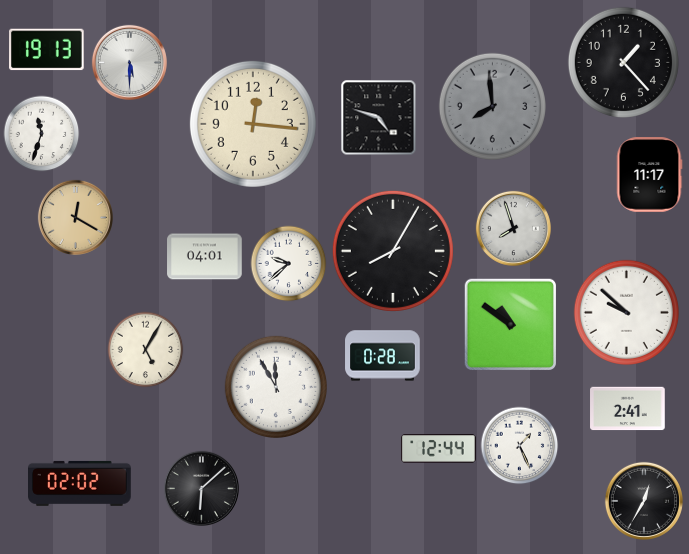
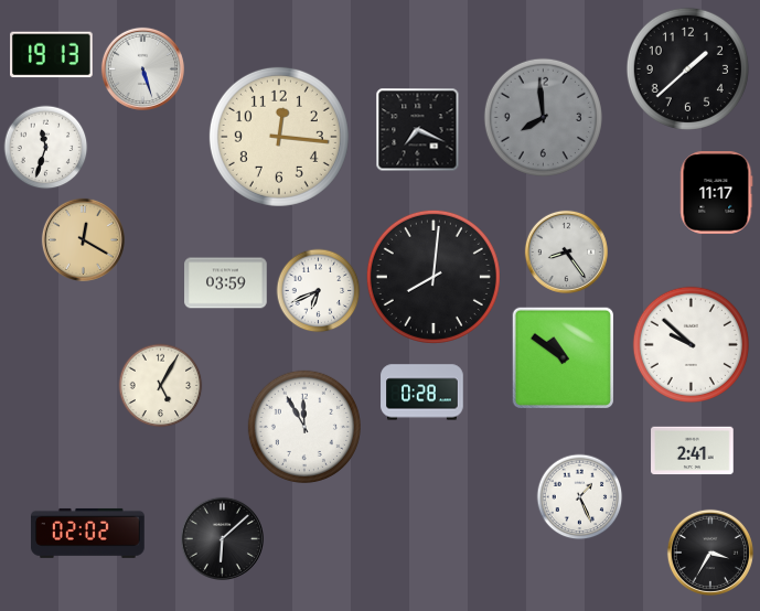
clock at (129, 62): 5:30 -> 5:27
clock at (623, 62): 1:23 -> 1:38
clock at (379, 118): 4:48 -> 7:19
clock at (513, 228): 7:57 -> 8:24
clock at (393, 251): 8:05 -> 8:01
clock at (205, 257): 04:01 -> 03:59
clock at (289, 264): 9:38 -> 6:41
clock at (520, 446) position: (520, 446) -> (580, 497)
clock at (439, 449): 12:44 -> none
clock at (644, 501): 12:35 -> 3:35
